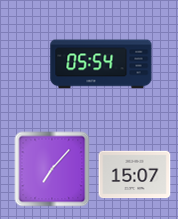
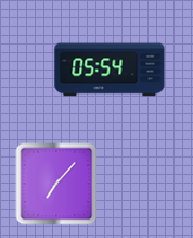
clock at (135, 175): 15:07 -> none
